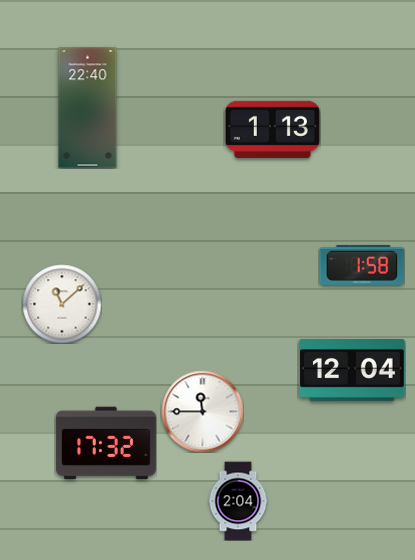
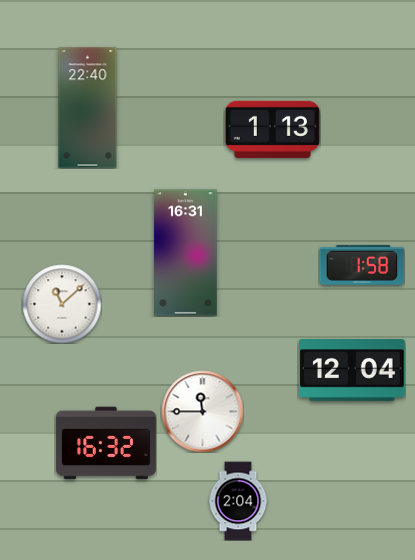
clock at (186, 253): none -> 16:31
clock at (106, 443): 17:32 -> 16:32
